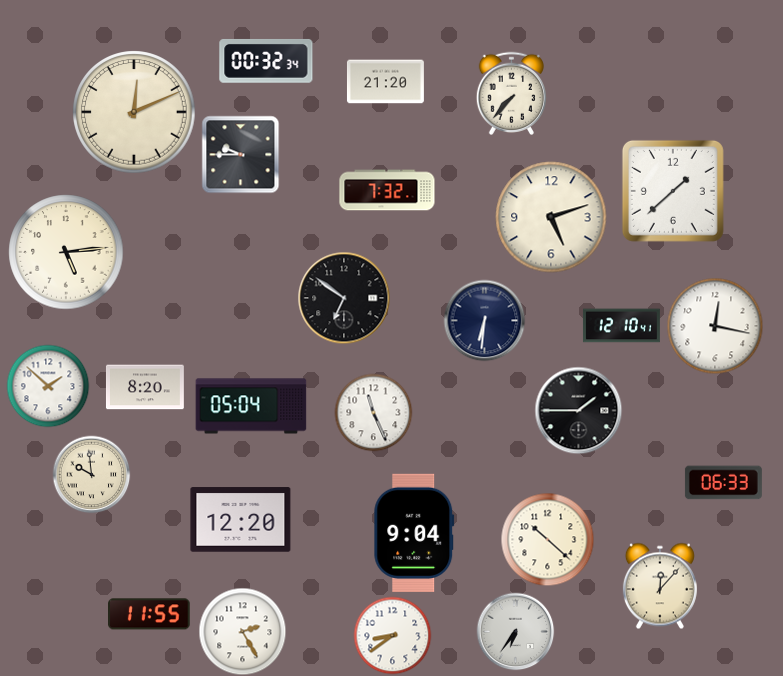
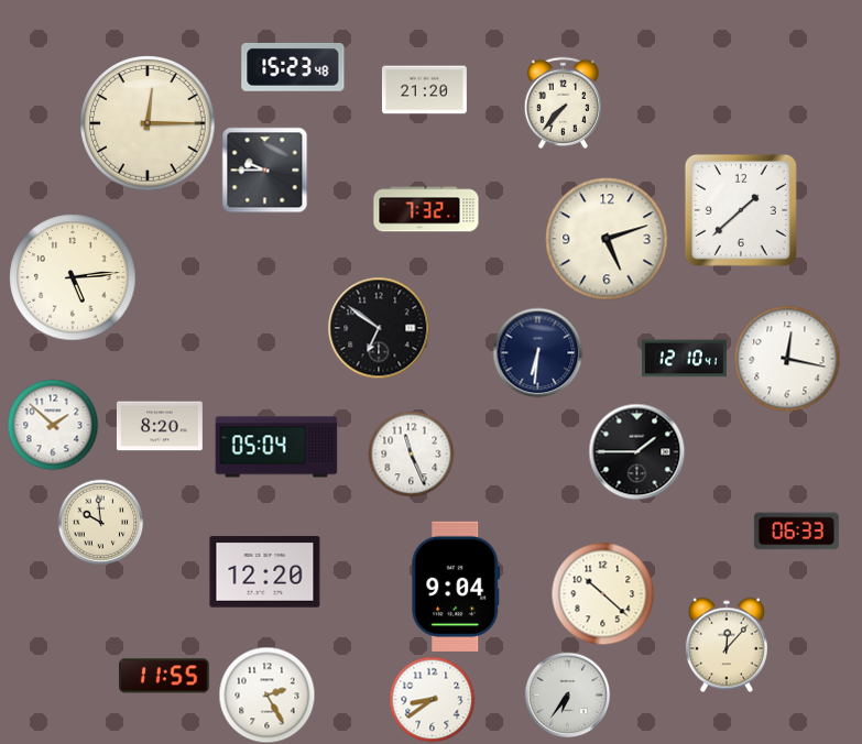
clock at (266, 61): 00:32 -> 15:23
clock at (134, 112): 12:11 -> 12:15
clock at (484, 320) position: (484, 320) -> (537, 352)
